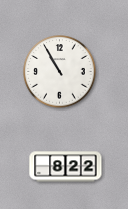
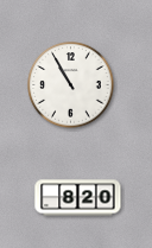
clock at (66, 167): 8:22 -> 8:20
